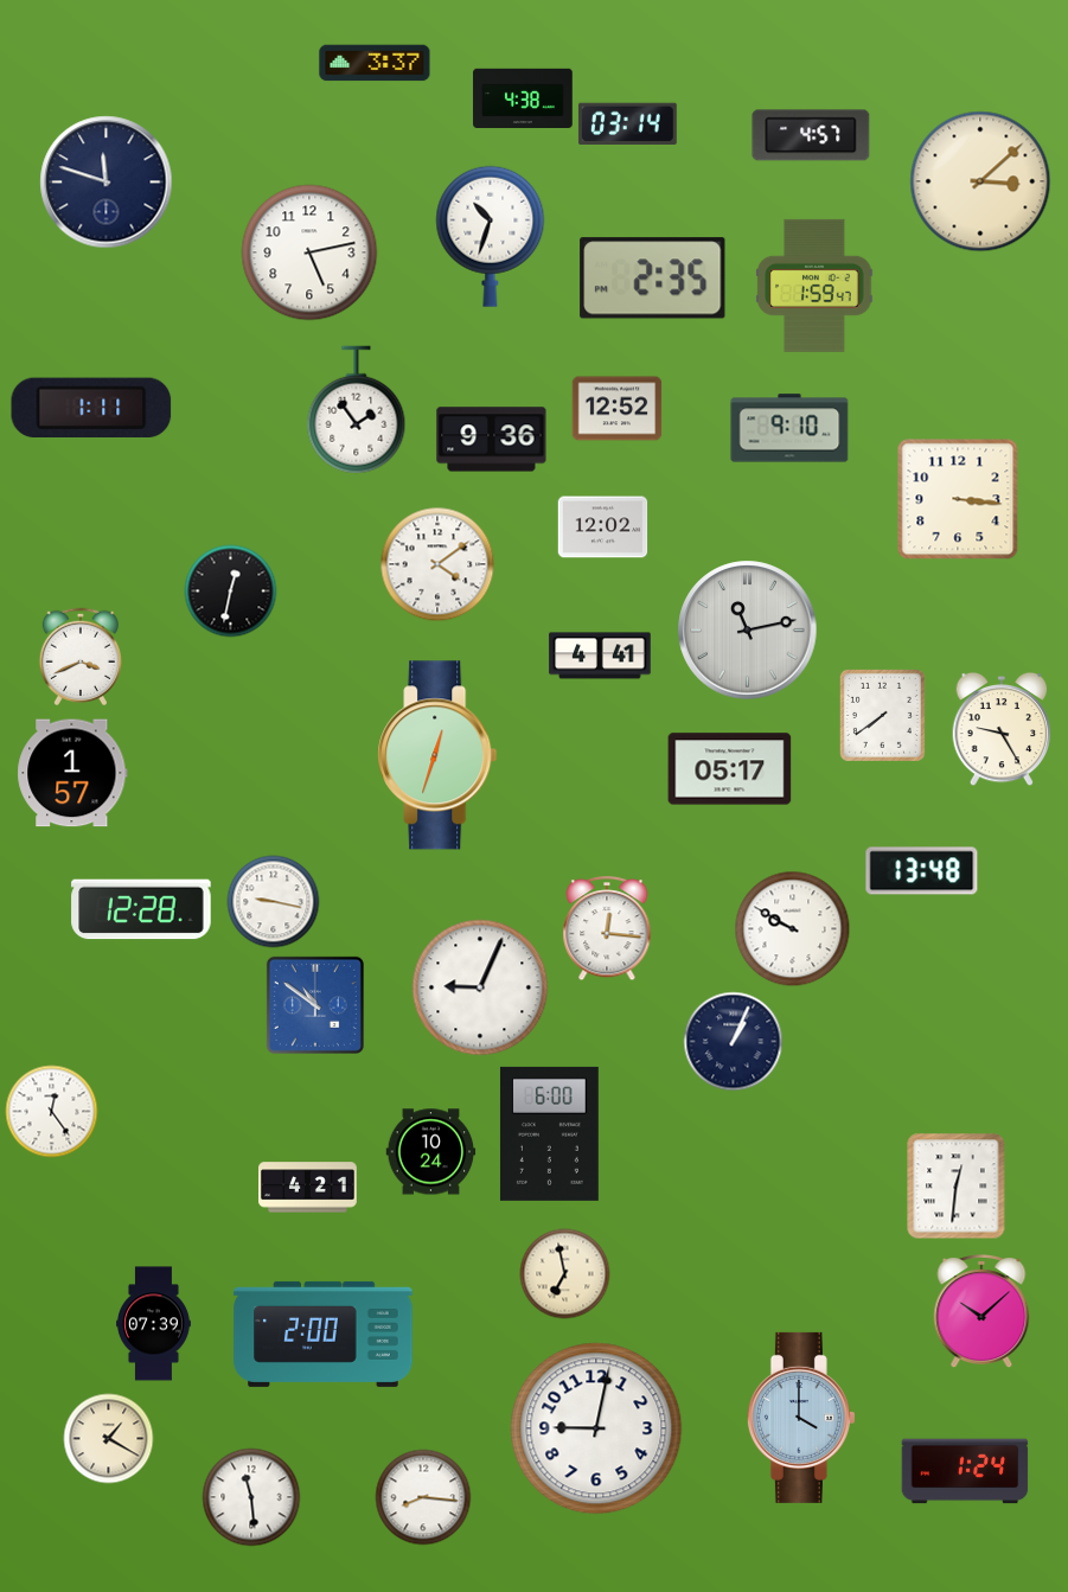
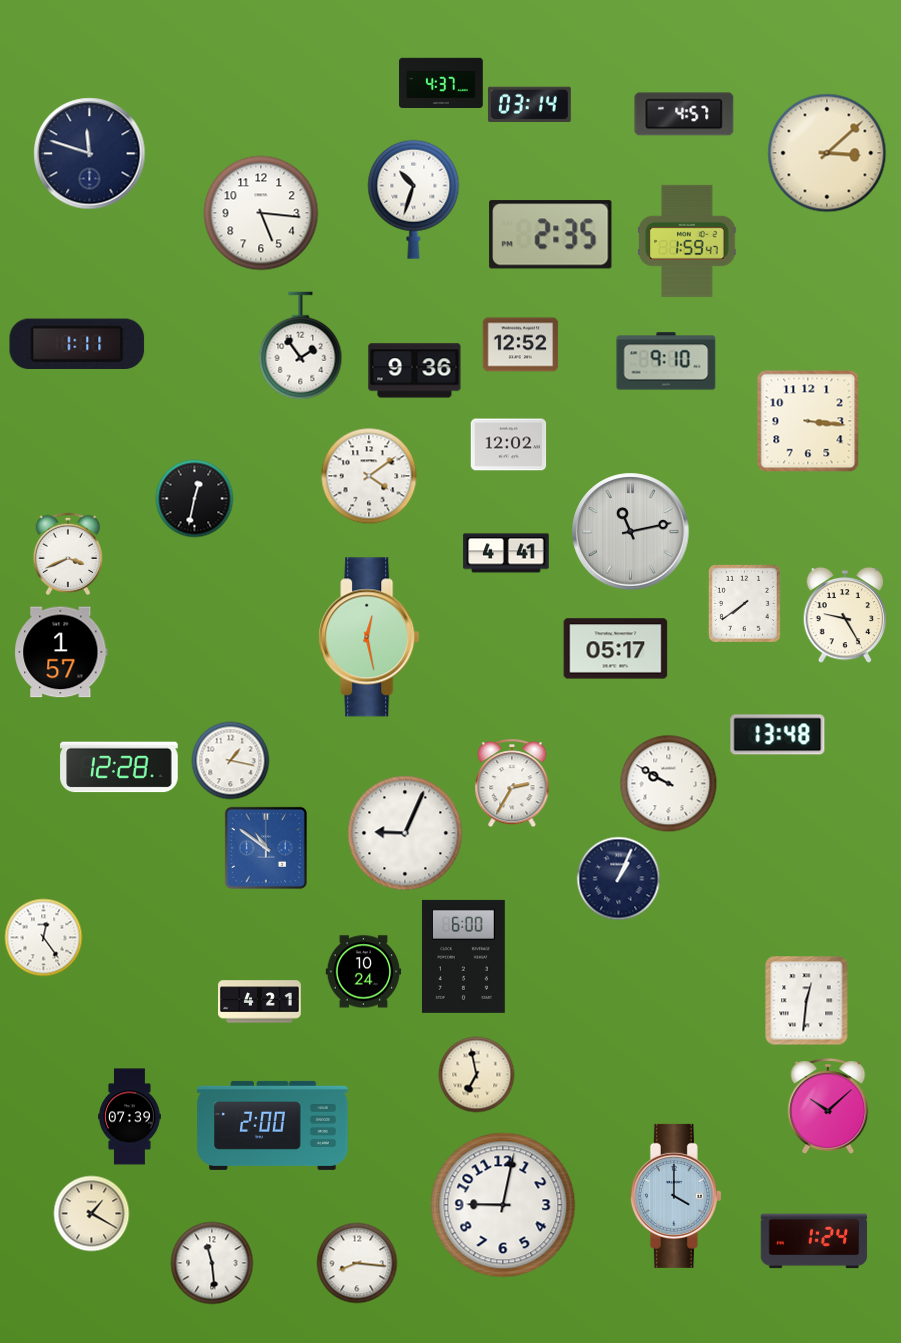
clock at (375, 63): 3:37 -> none
clock at (523, 98): 4:38 -> 4:37
clock at (309, 252): 5:13 -> 5:16
clock at (437, 755): 12:33 -> 12:28
clock at (274, 902): 9:17 -> 1:17
clock at (607, 929): 12:16 -> 2:35
